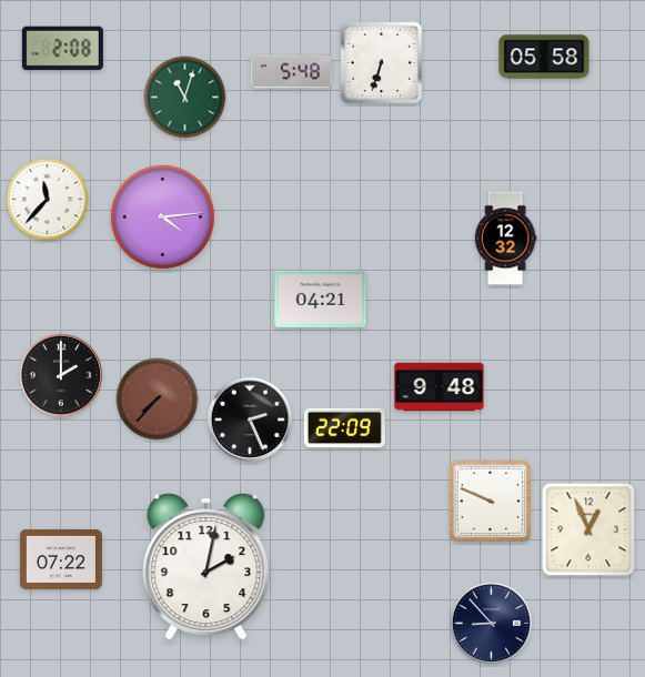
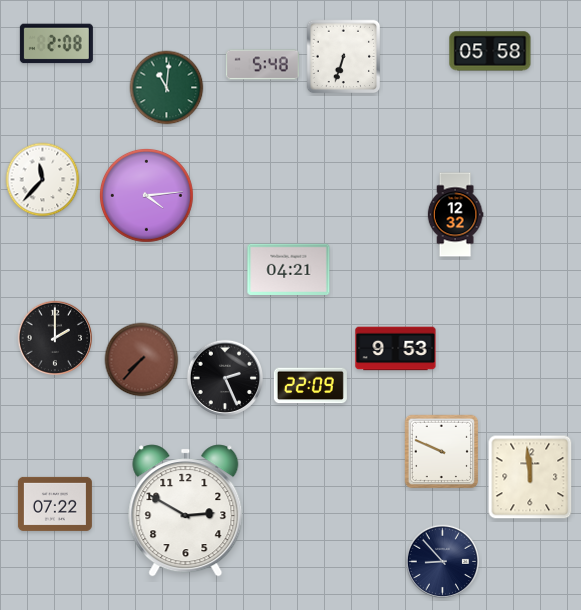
clock at (185, 98): 11:03 -> 11:01
clock at (440, 387): 9:48 -> 9:53
clock at (588, 529): 12:56 -> 11:59
clock at (206, 567): 2:02 -> 2:50
